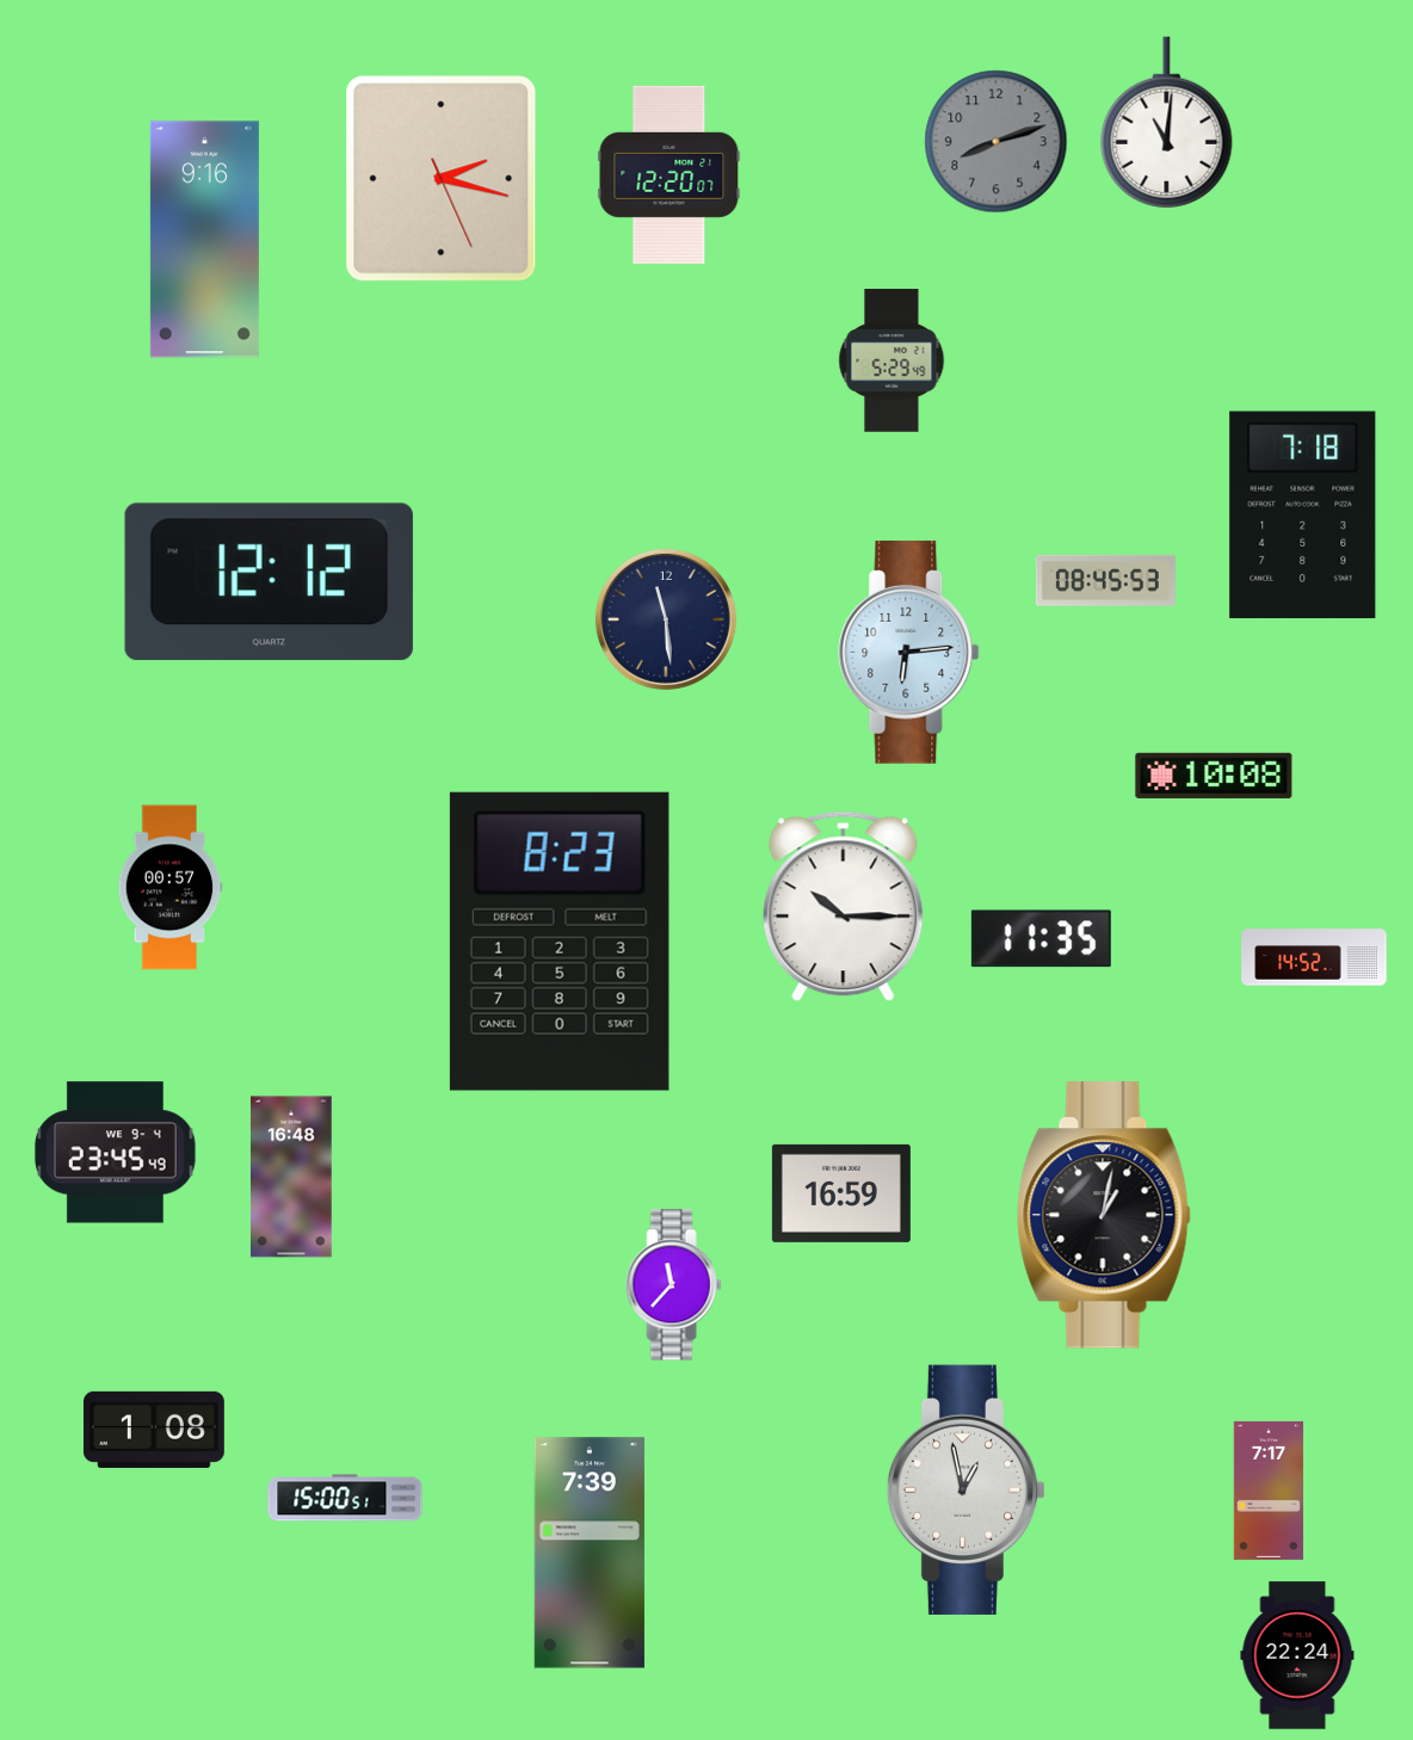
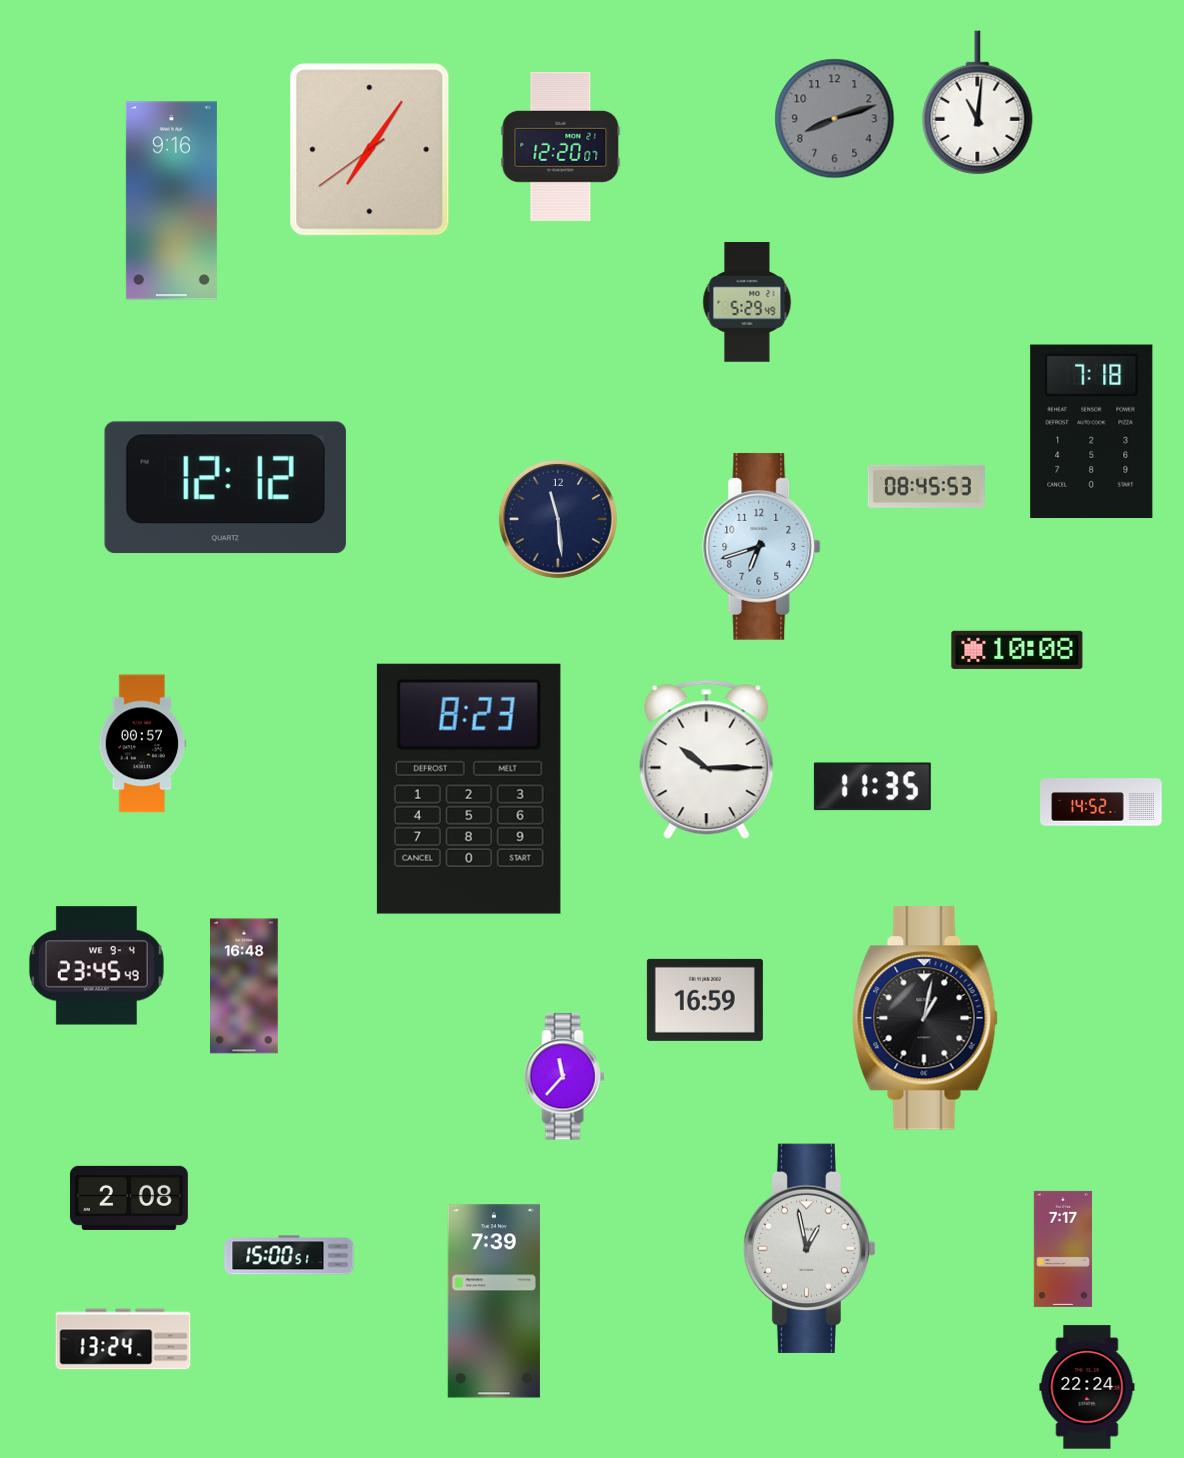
clock at (442, 179): 2:17 -> 7:05
clock at (909, 652): 6:14 -> 6:42
clock at (154, 1430): 1:08 -> 2:08
clock at (123, 1339): none -> 13:24
